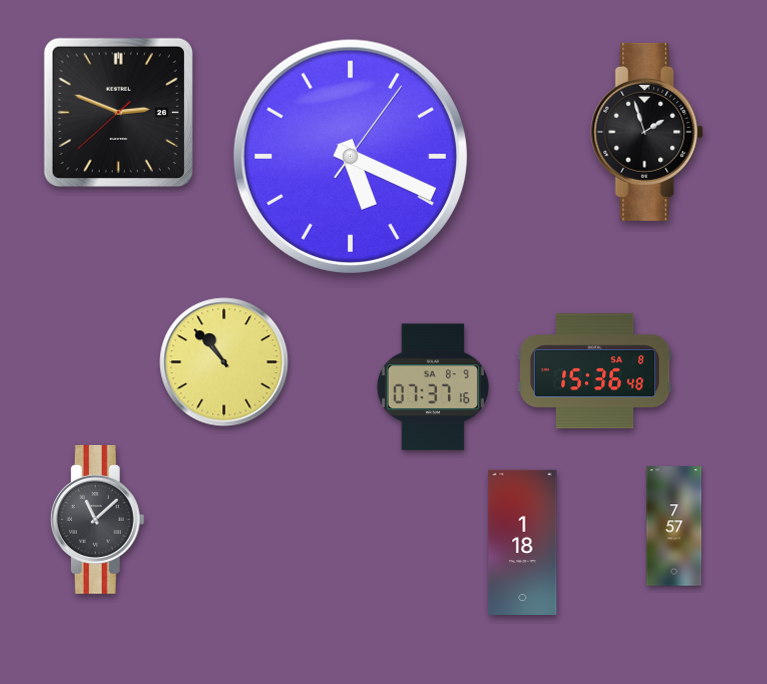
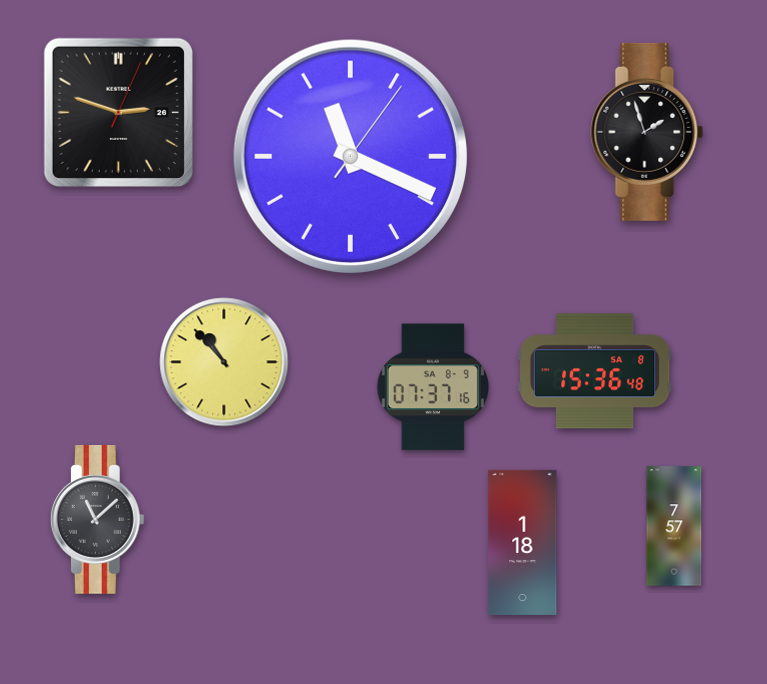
clock at (118, 112): 2:48:38 -> 2:48:04
clock at (350, 156): 5:19 -> 11:19
